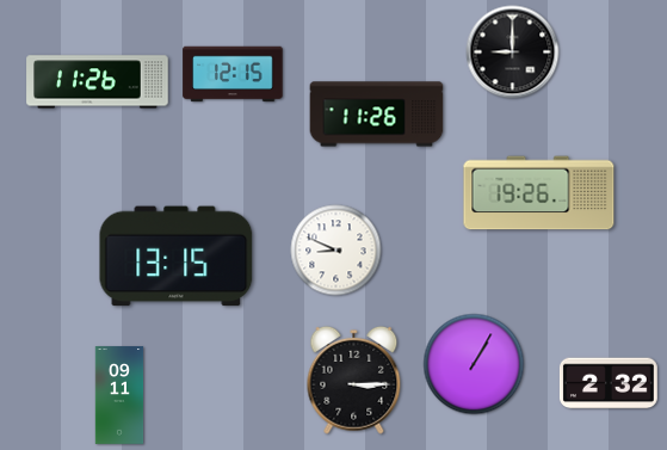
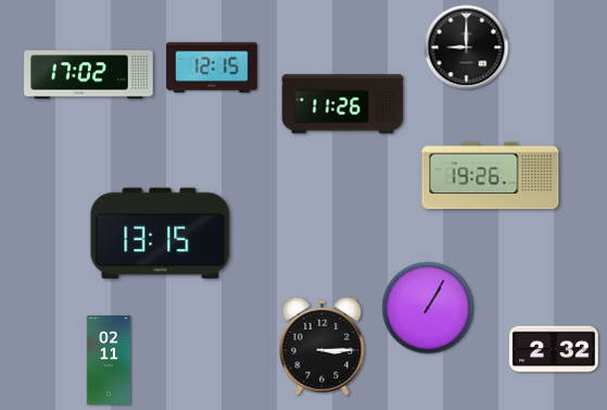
clock at (98, 82): 11:26 -> 17:02
clock at (336, 251): 8:49 -> none
clock at (474, 364) position: (474, 364) -> (428, 308)
clock at (119, 395): 09:11 -> 02:11
